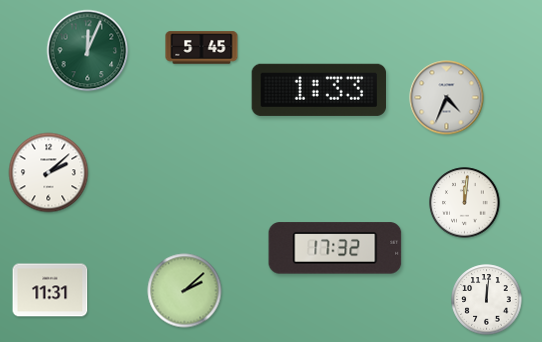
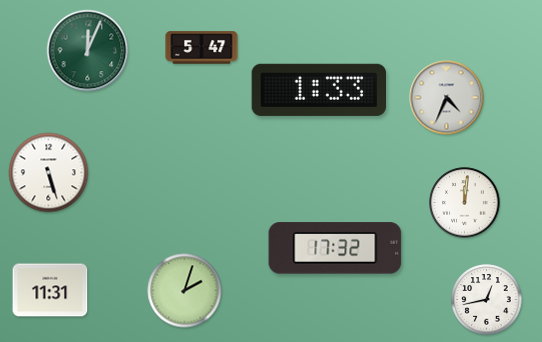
clock at (202, 48): 5:45 -> 5:47
clock at (49, 173): 2:08 -> 5:27
clock at (185, 291): 2:08 -> 2:03
clock at (487, 300): 12:01 -> 12:43
